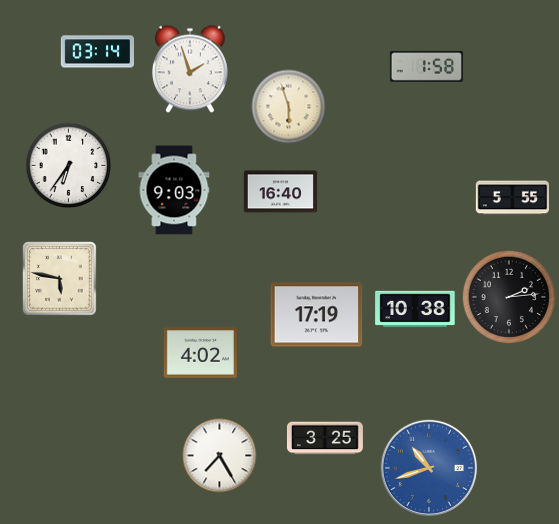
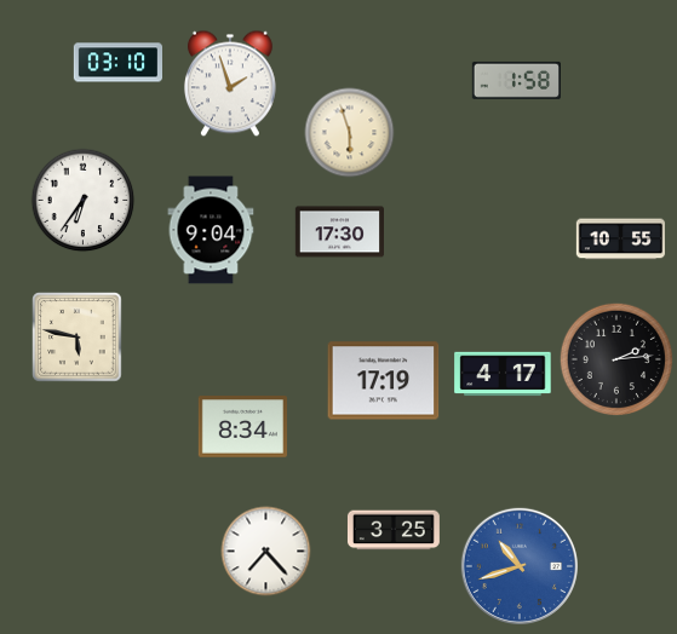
clock at (97, 52): 03:14 -> 03:10
clock at (289, 107) position: (289, 107) -> (350, 133)
clock at (174, 190): 9:03 -> 9:04
clock at (280, 192): 16:40 -> 17:30
clock at (512, 198): 5:55 -> 10:55
clock at (60, 279) position: (60, 279) -> (78, 338)
clock at (415, 309): 10:38 -> 4:17
clock at (200, 353): 4:02 -> 8:34
clock at (220, 456): 7:25 -> 7:23
